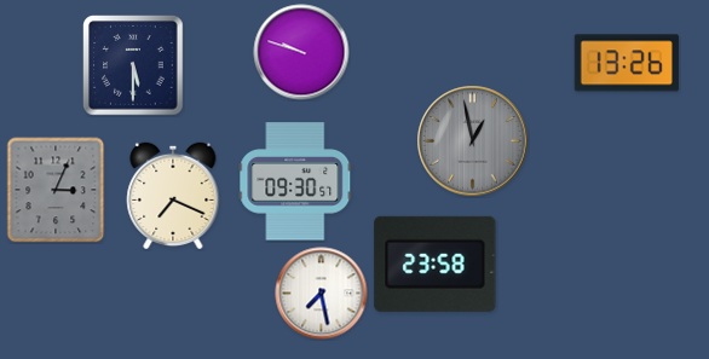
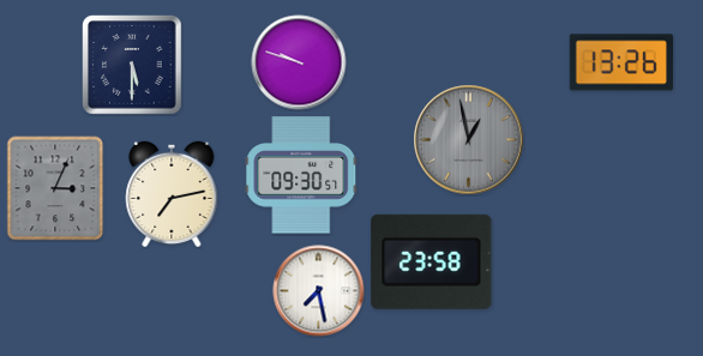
clock at (301, 52) position: (301, 52) -> (299, 62)
clock at (295, 181) position: (295, 181) -> (301, 175)
clock at (173, 196): 7:19 -> 7:13
